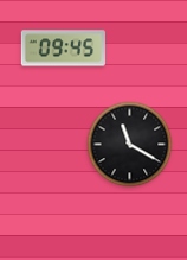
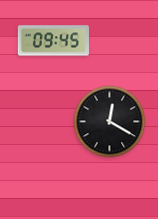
clock at (130, 145): 11:20 -> 12:20
